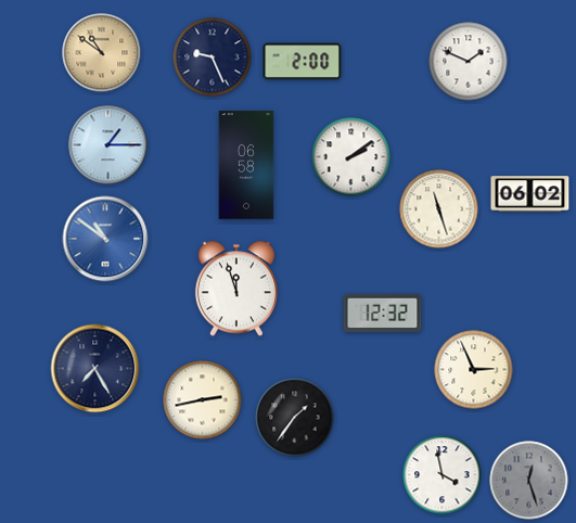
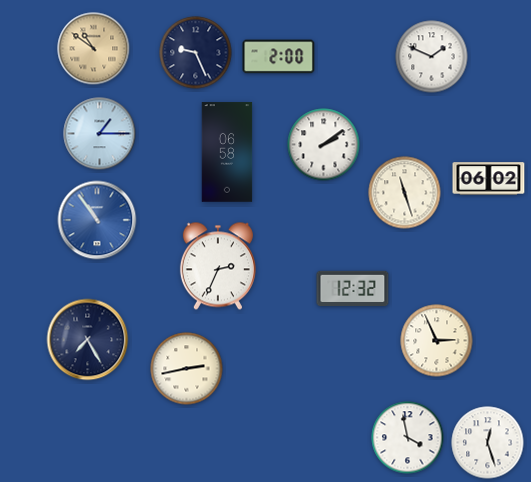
clock at (105, 239): 10:51 -> 10:54
clock at (236, 289): 11:57 -> 2:34
clock at (295, 418): 1:36 -> none
clock at (529, 481) dial: grey -> white
